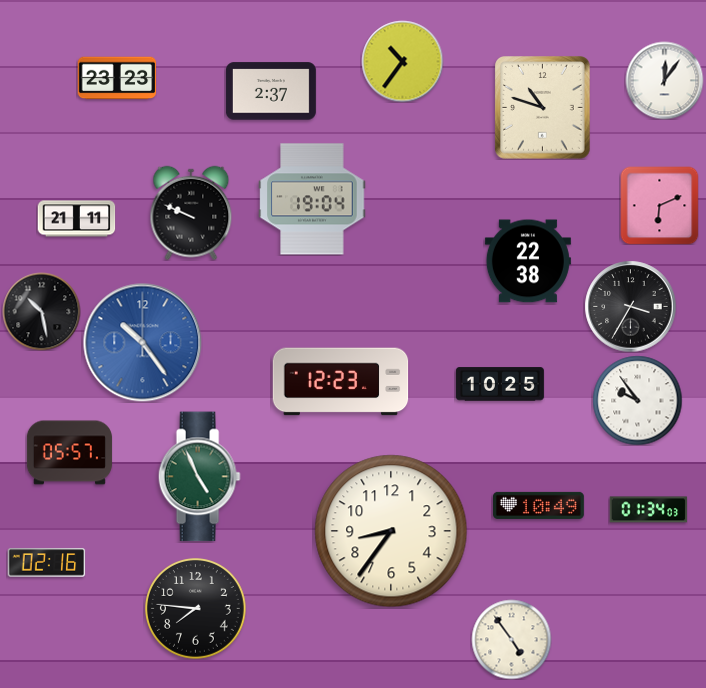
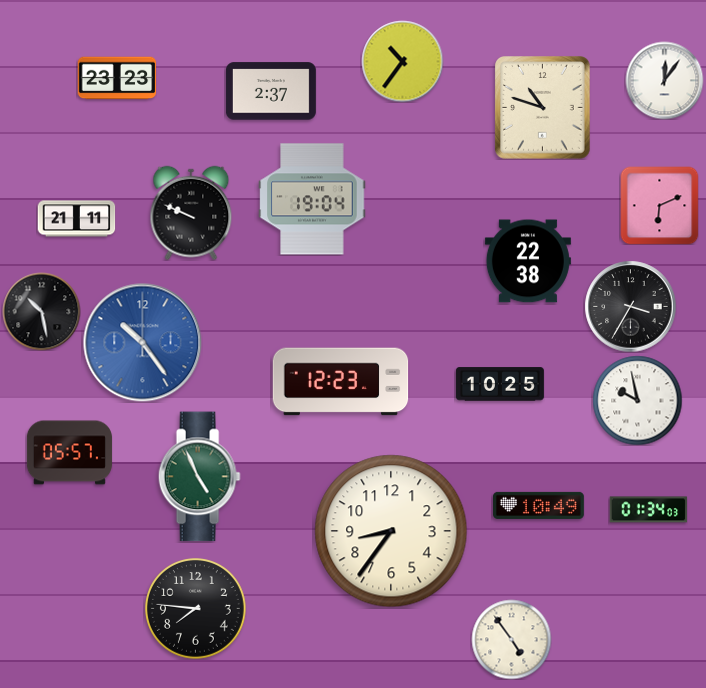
clock at (637, 400): 9:54 -> 9:58
clock at (46, 563): 02:16 -> none
